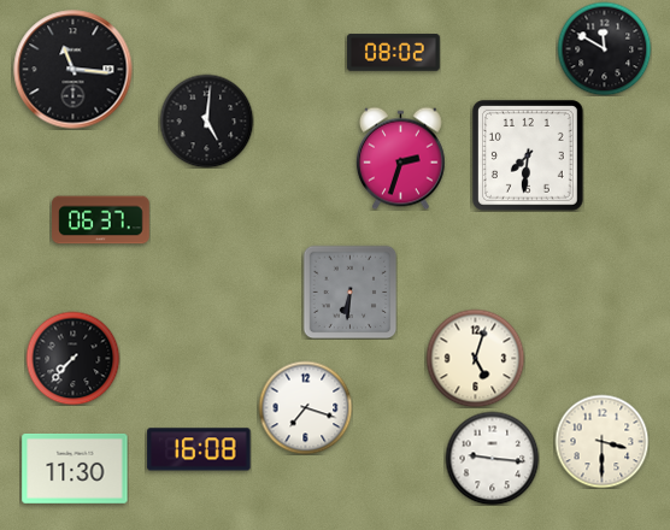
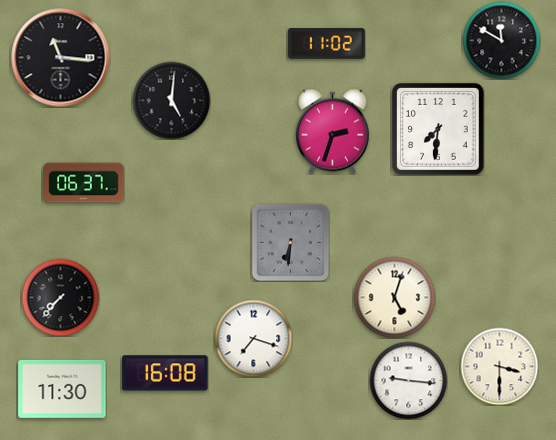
clock at (393, 53): 08:02 -> 11:02
